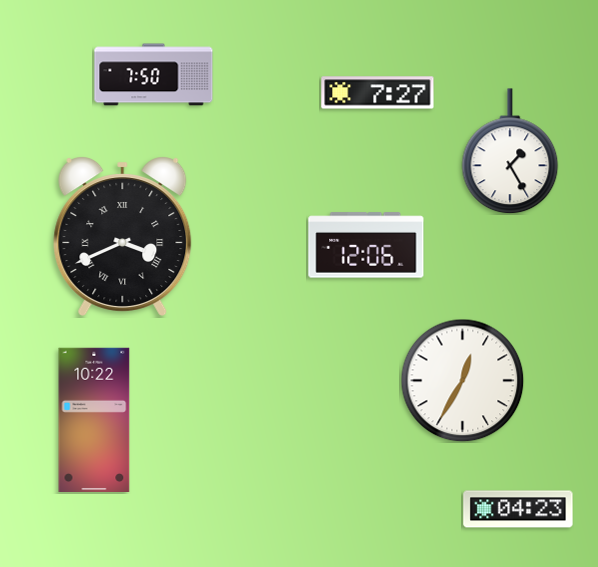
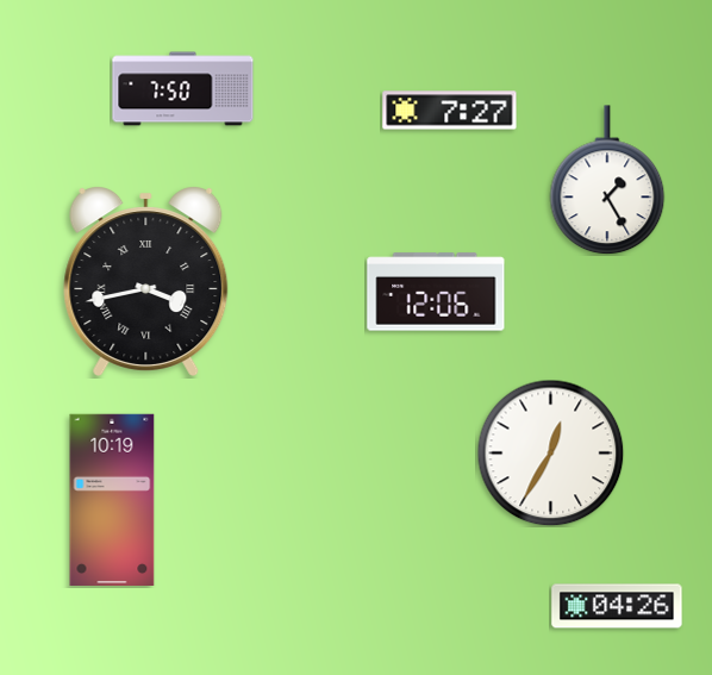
clock at (123, 236): 3:41 -> 3:43
clock at (94, 419): 10:22 -> 10:19
clock at (518, 509): 04:23 -> 04:26
